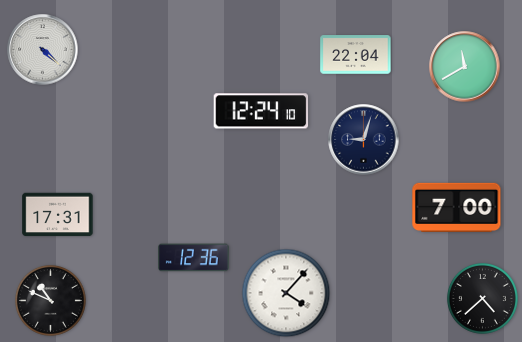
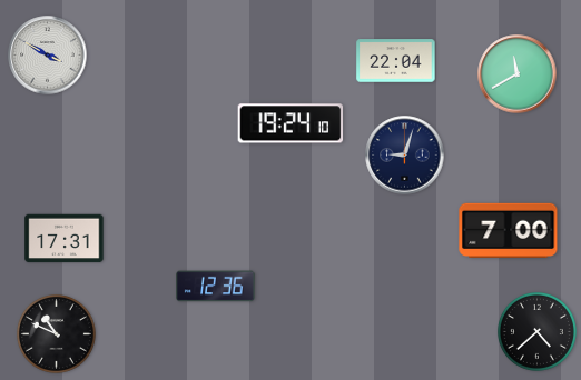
clock at (43, 50): 4:22 -> 3:50
clock at (261, 111): 12:24 -> 19:24
clock at (286, 293): 4:07 -> none
